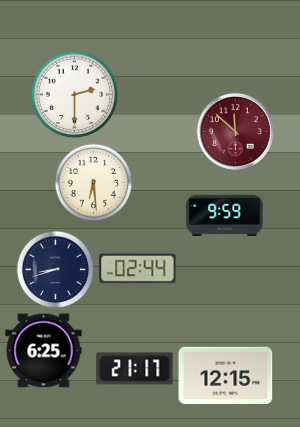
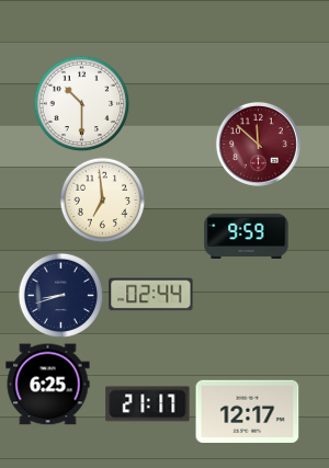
clock at (74, 94): 2:30 -> 10:30
clock at (93, 182): 6:29 -> 6:59
clock at (226, 376): 12:15 -> 12:17
